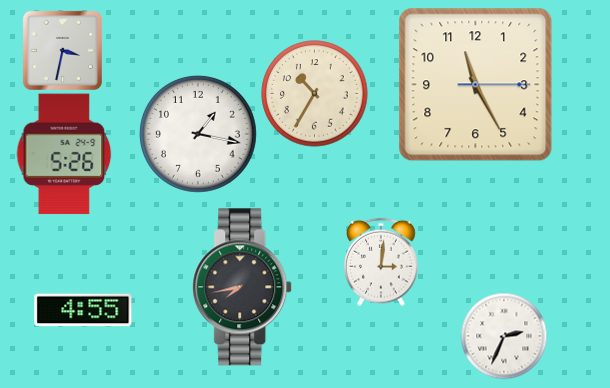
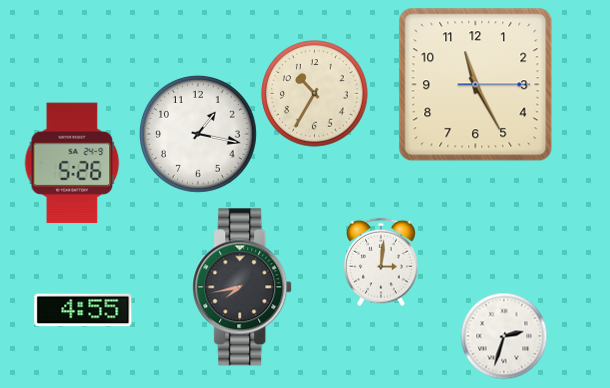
clock at (62, 50): 3:32 -> none
clock at (64, 154) position: (64, 154) -> (72, 163)
clock at (504, 336): 2:34 -> 2:33
